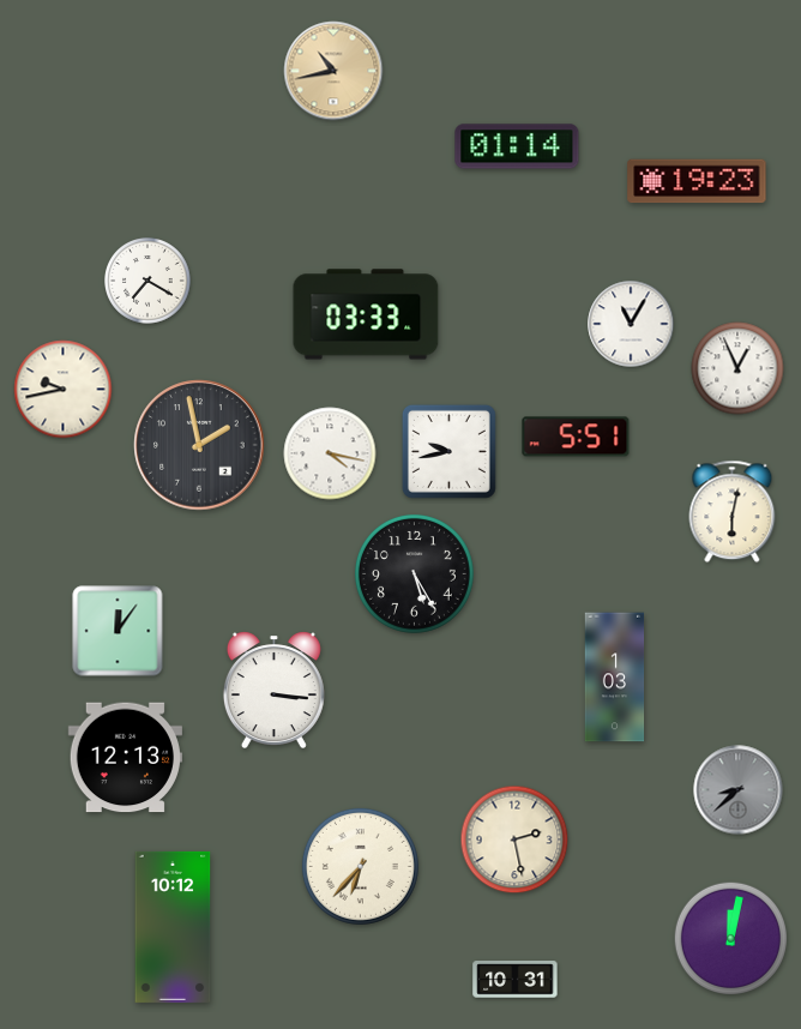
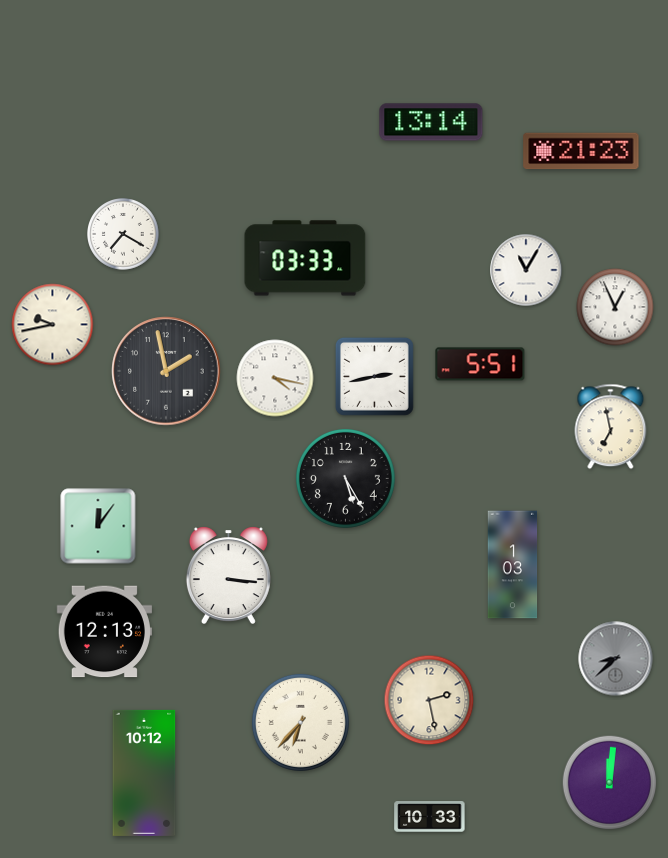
clock at (333, 71): 10:43 -> none
clock at (517, 146): 01:14 -> 13:14
clock at (697, 181): 19:23 -> 21:23
clock at (366, 314) position: (366, 314) -> (305, 258)
clock at (448, 451): 9:43 -> 2:43
clock at (733, 512): 6:02 -> 6:58
clock at (730, 938): 12:02 -> 12:01
clock at (516, 980): 10:31 -> 10:33
